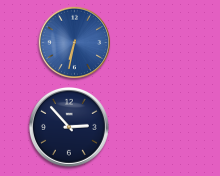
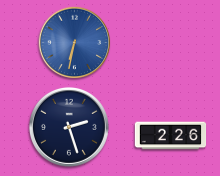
clock at (69, 127): 2:53 -> 2:27
clock at (171, 136): none -> 2:26
